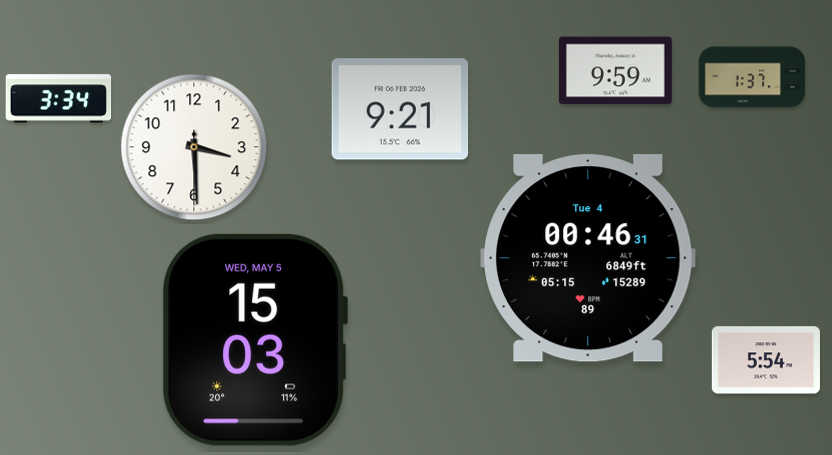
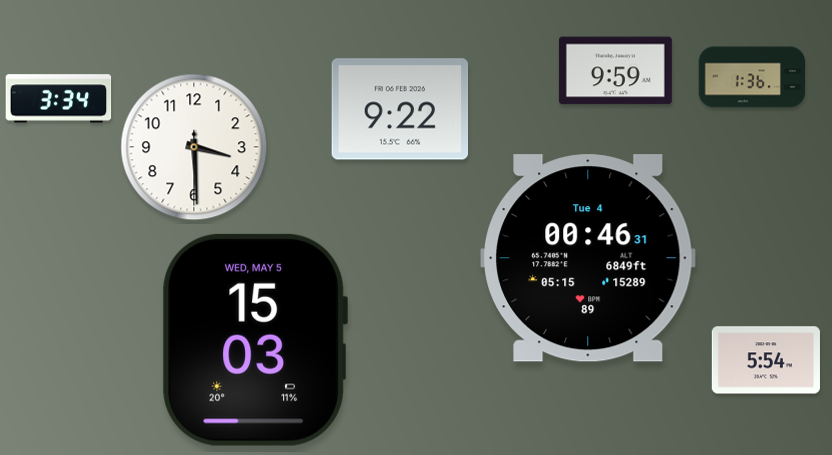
clock at (752, 77): 1:37 -> 1:36
clock at (400, 109): 9:21 -> 9:22
